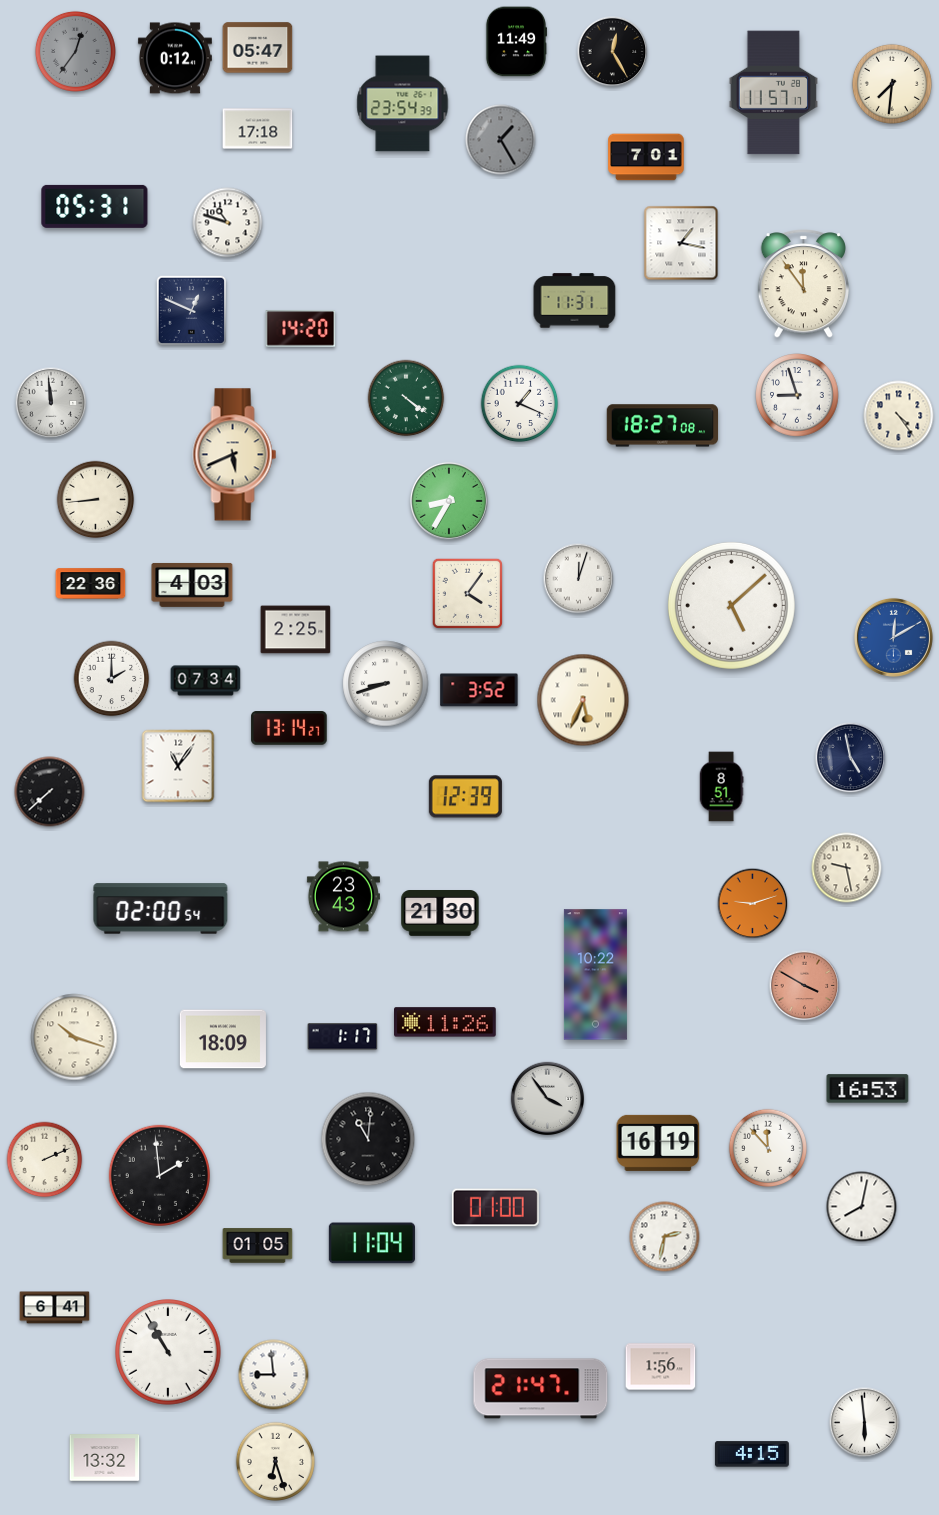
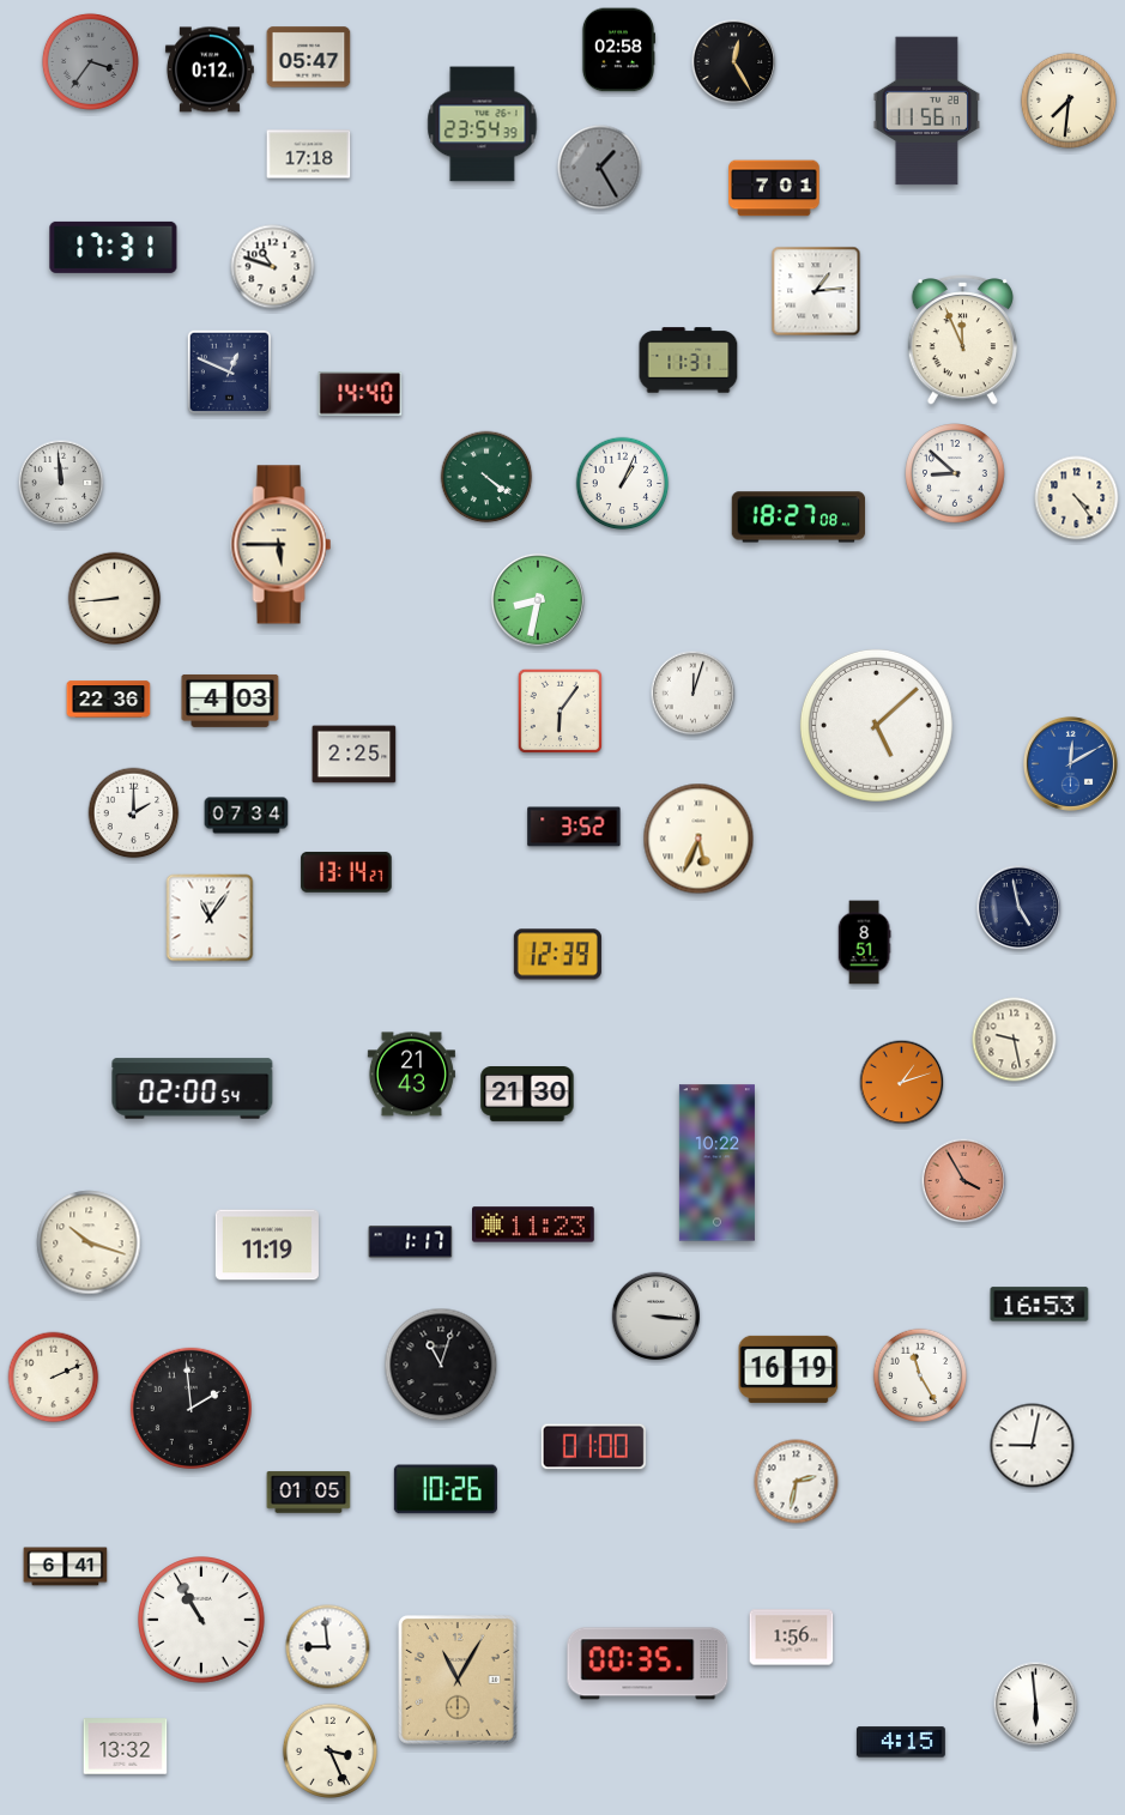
clock at (516, 42): 11:49 -> 02:58
clock at (75, 51): 12:36 -> 3:36
clock at (773, 93): 11:57 -> 11:56
clock at (95, 206): 05:31 -> 17:31
clock at (681, 243): 1:17 -> 1:14
clock at (803, 284): 11:54 -> 11:56
clock at (301, 329): 14:20 -> 14:40
clock at (797, 395): 8:57 -> 8:52
clock at (520, 404): 1:19 -> 1:04
clock at (663, 426) position: (663, 426) -> (799, 518)
clock at (235, 455): 5:41 -> 5:45
clock at (449, 501): 8:35 -> 8:32
clock at (467, 593): 4:06 -> 6:06
clock at (386, 684): 8:42 -> none
clock at (178, 766) position: (178, 766) -> (210, 918)
clock at (50, 792): 7:38 -> none
clock at (343, 897): 23:43 -> 21:43
clock at (753, 904): 9:12 -> 1:12
clock at (595, 975) position: (595, 975) -> (716, 1163)
clock at (805, 986): 3:50 -> 3:55
clock at (445, 1022): 11:26 -> 11:23
clock at (223, 1039): 18:09 -> 11:19
clock at (548, 1099): 3:54 -> 3:16
clock at (368, 1139): 11:01 -> 11:03
clock at (768, 1148): 11:53 -> 11:25
clock at (45, 1160) position: (45, 1160) -> (54, 1378)
clock at (862, 1207): 8:02 -> 9:02
clock at (372, 1243): 11:04 -> 10:26
clock at (541, 1389): 21:47 -> 00:35
clock at (458, 1680): none -> 11:05
clock at (275, 1461): 6:27 -> 3:26
